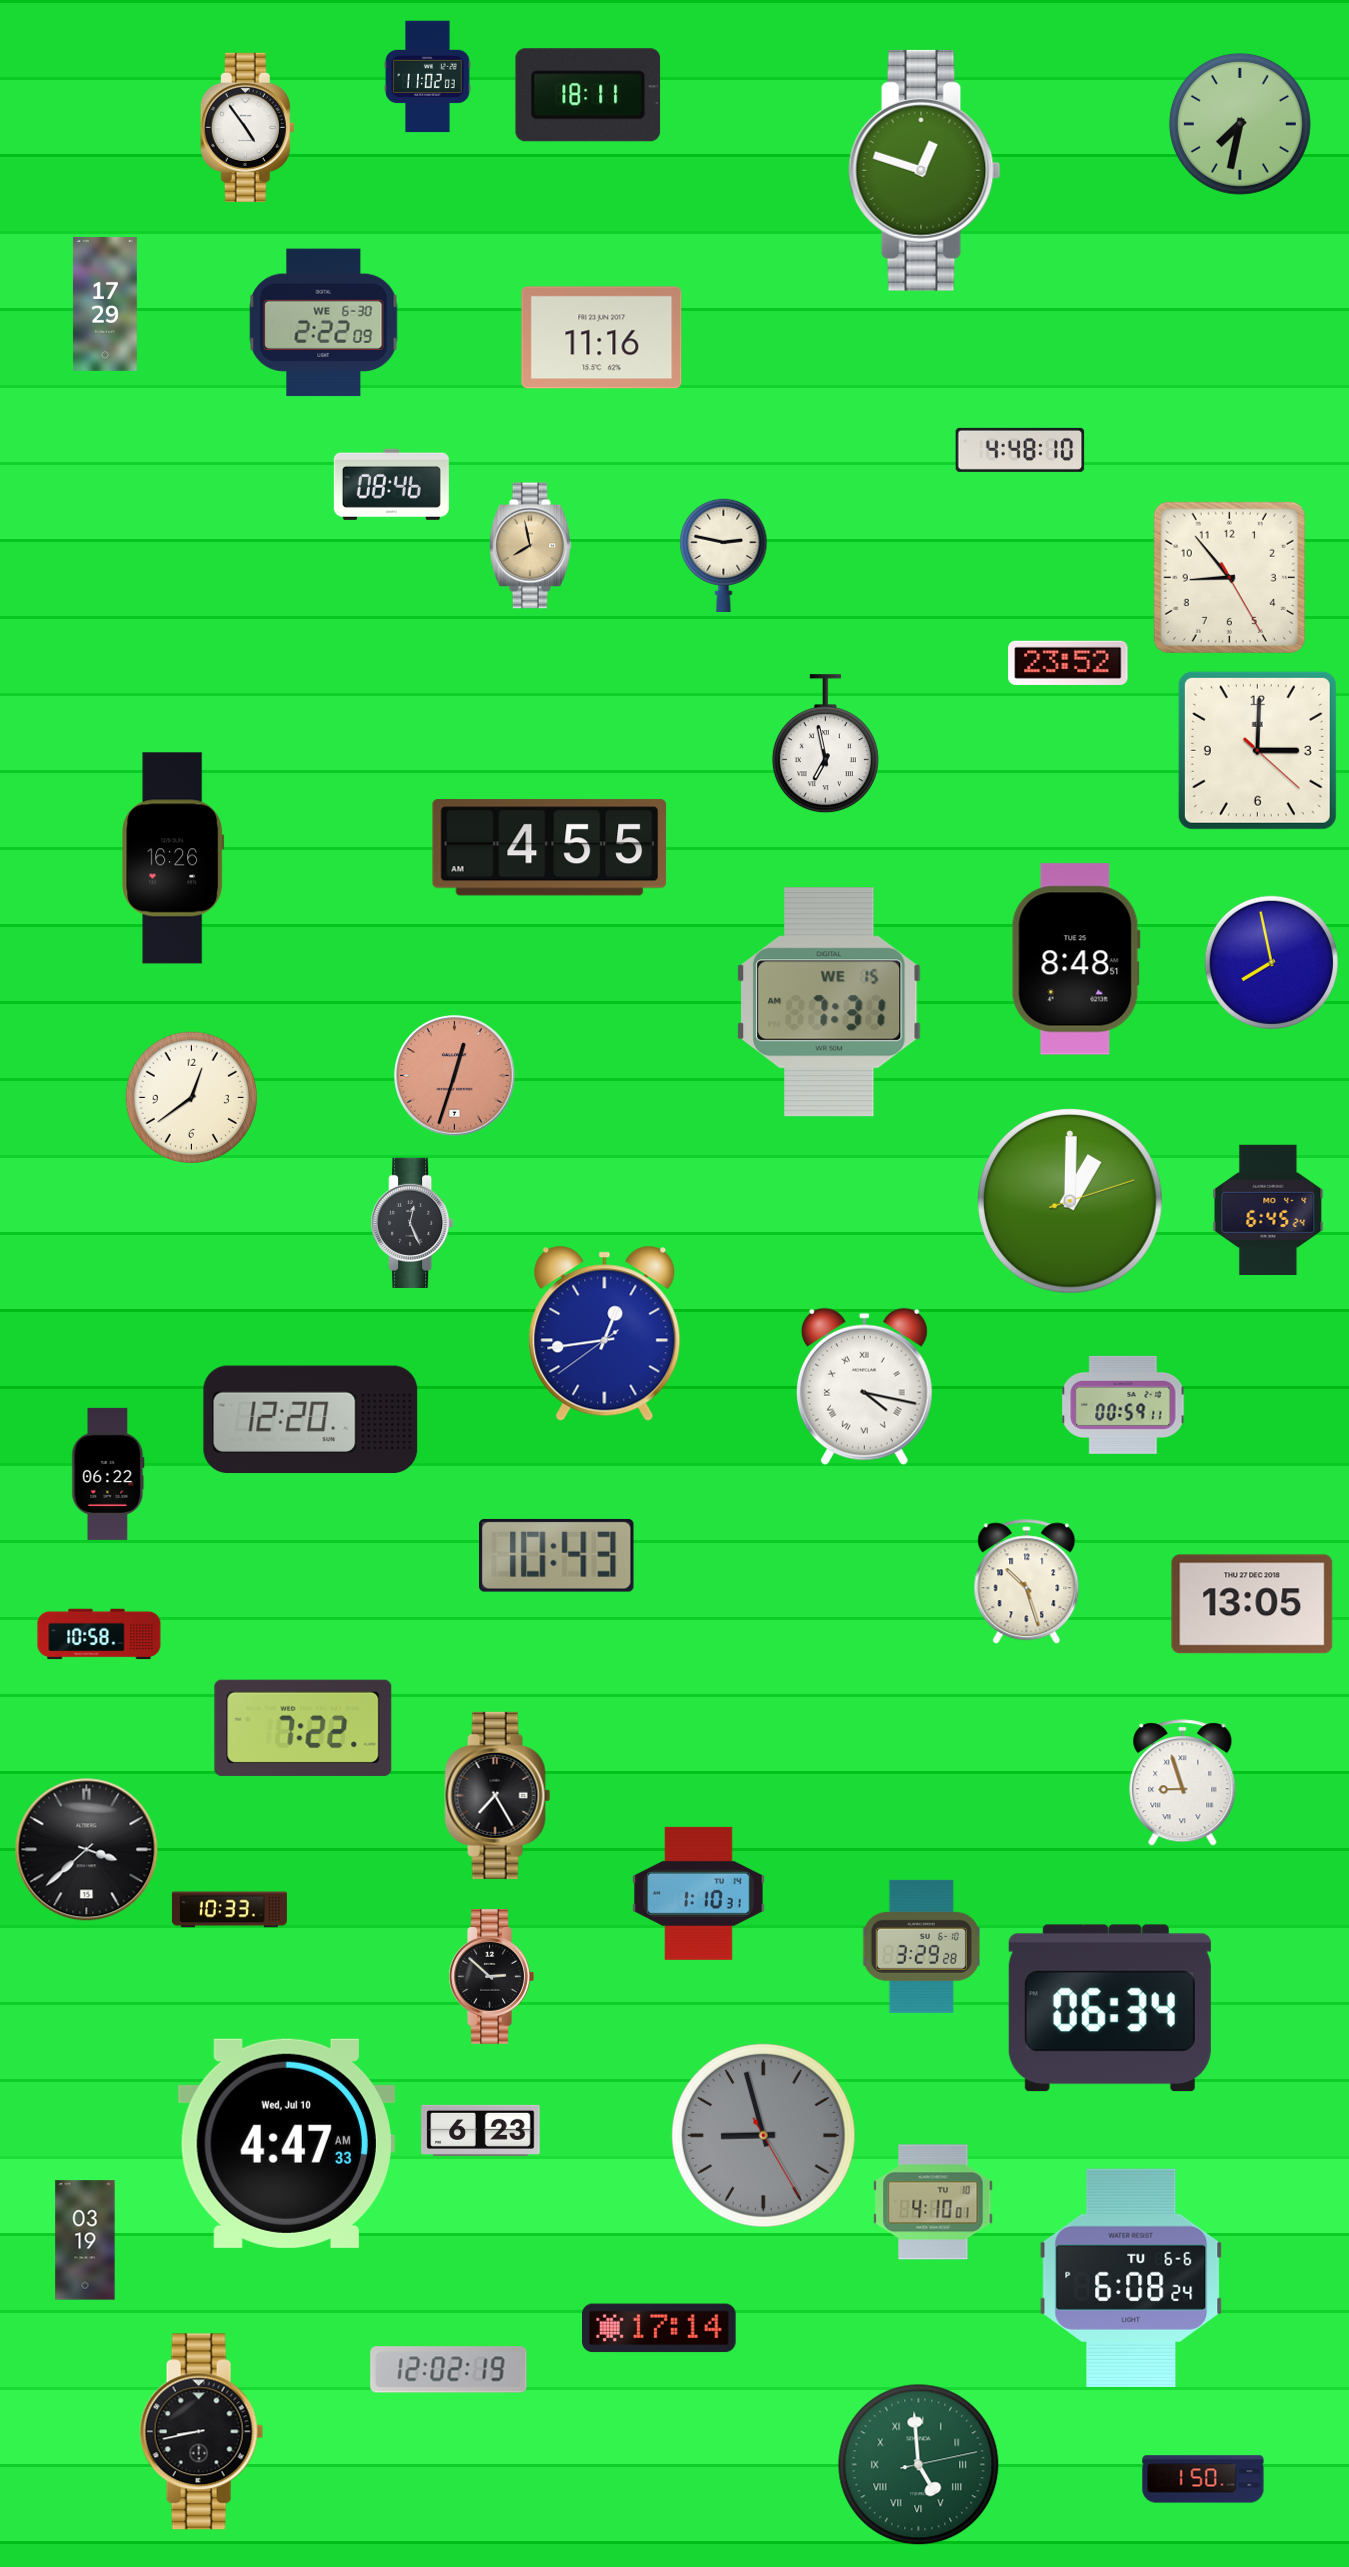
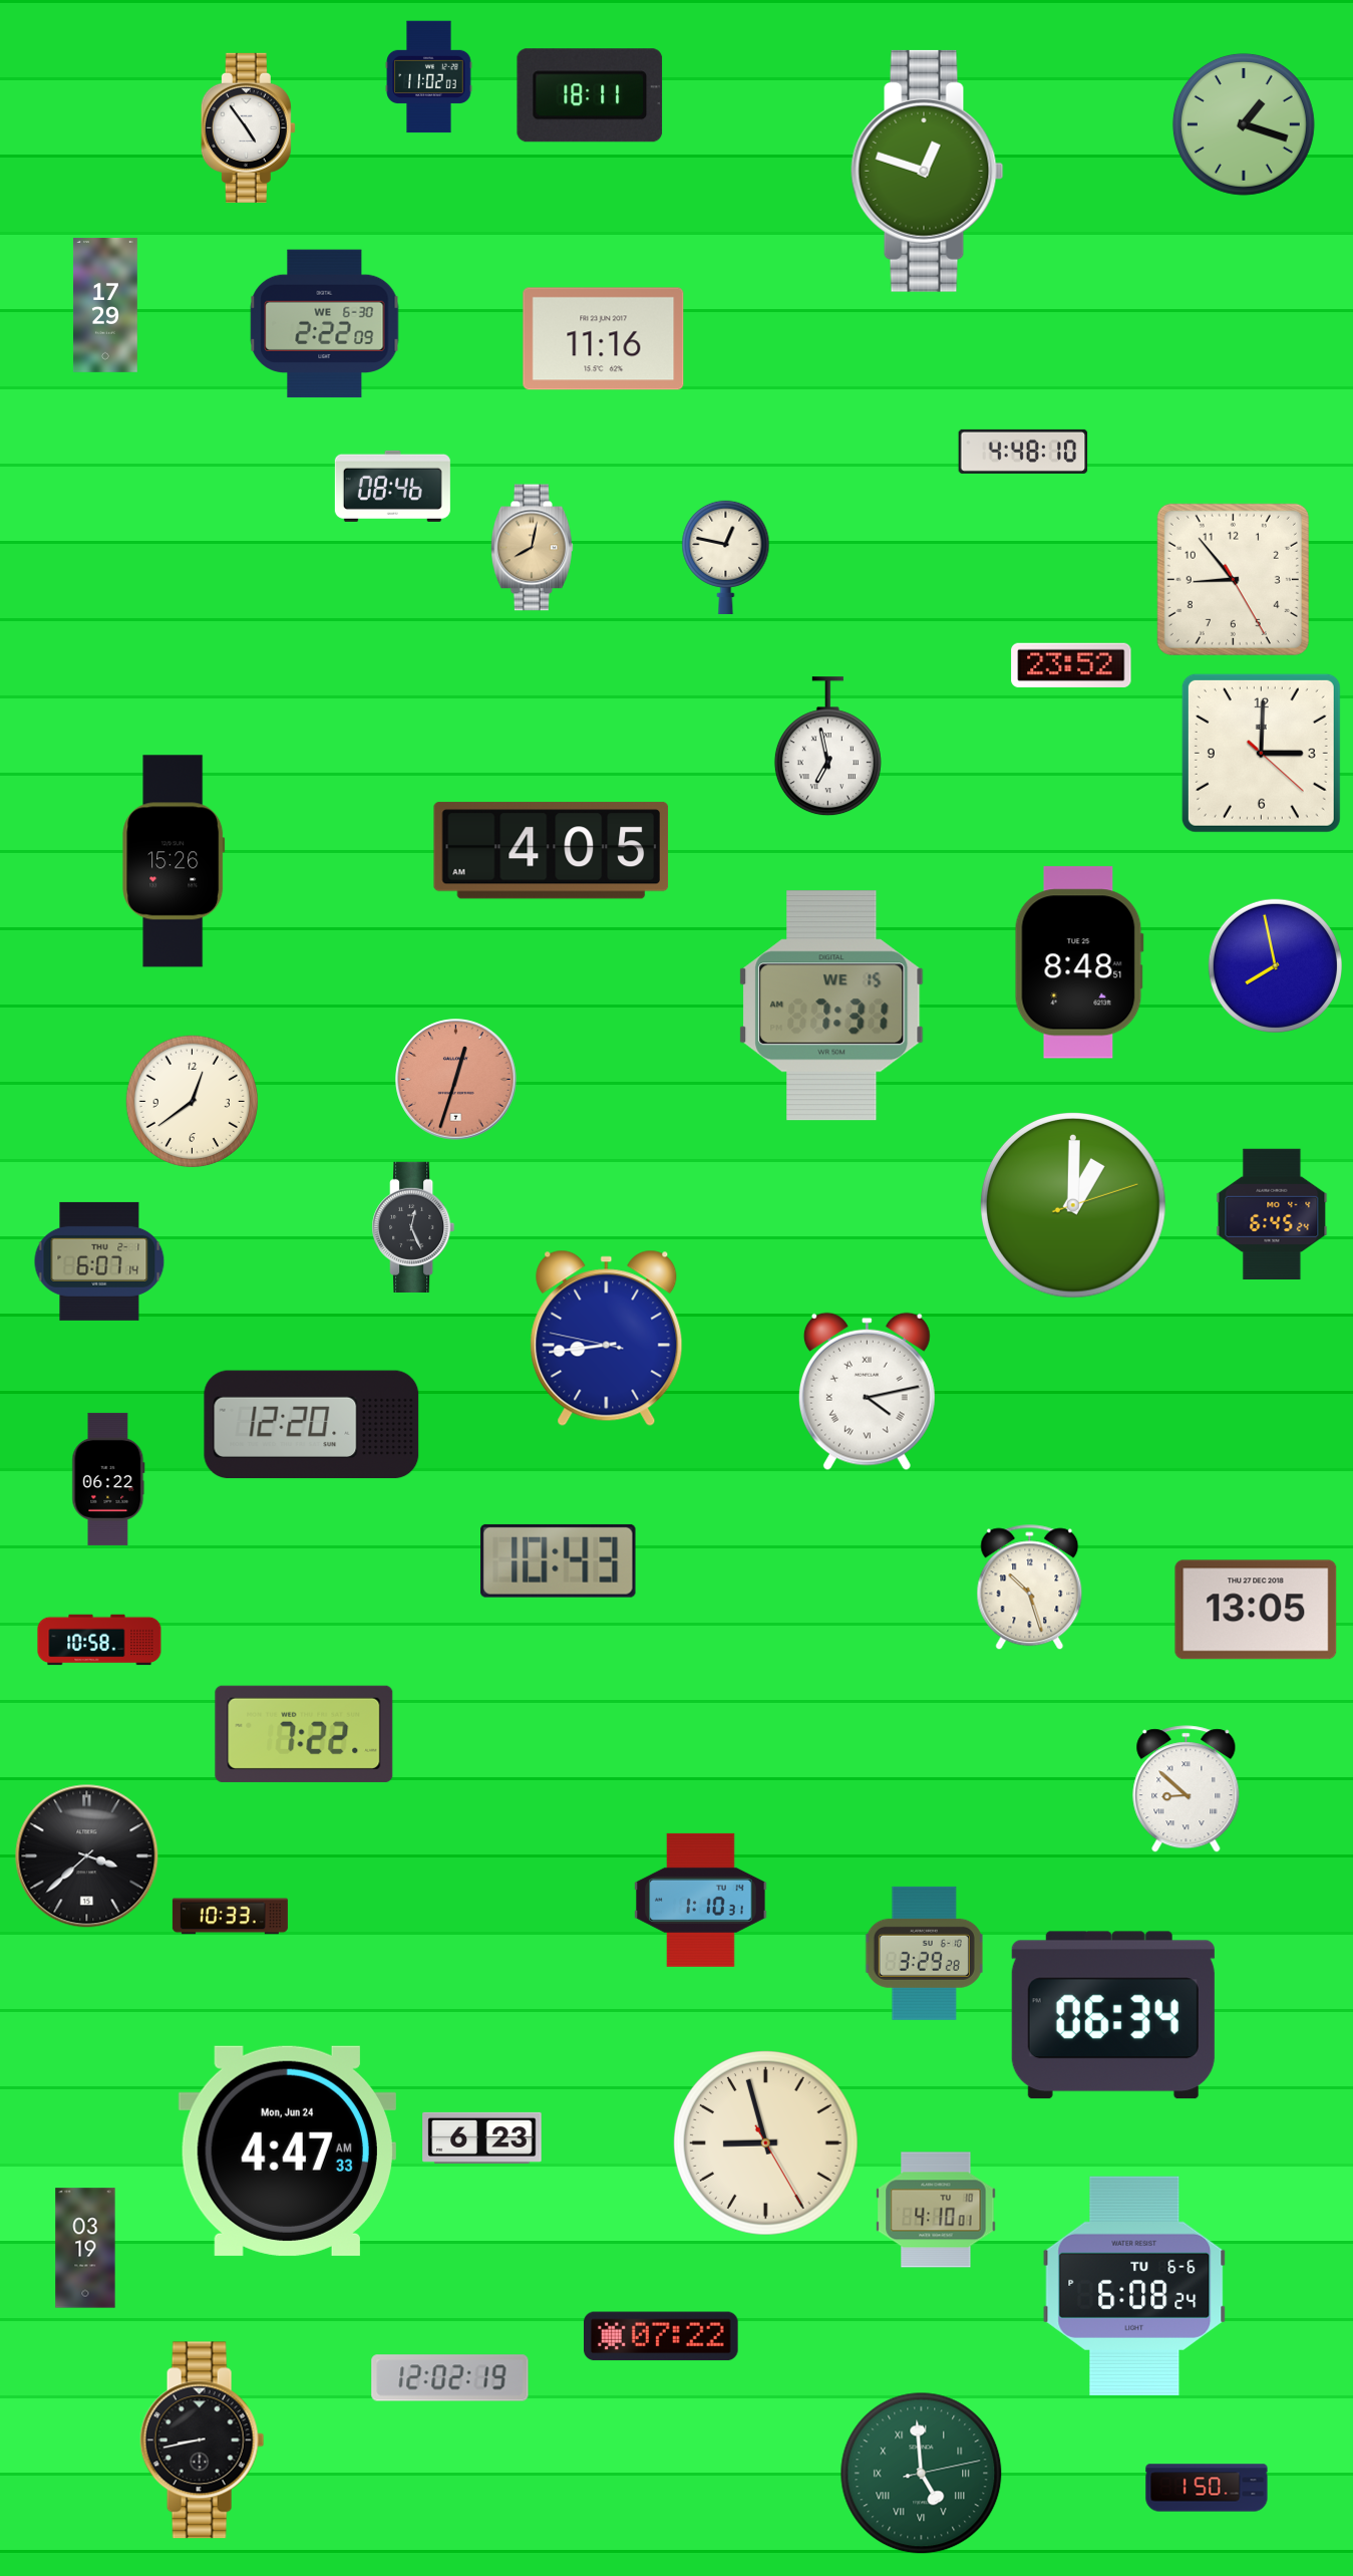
clock at (1240, 124): 7:32 -> 1:18
clock at (530, 546): 7:58 -> 8:02
clock at (724, 555): 2:47 -> 12:47
clock at (549, 848): 4:55 -> 4:05
clock at (173, 858): 16:26 -> 15:26
clock at (99, 1261): none -> 6:07
clock at (605, 1333): 12:43 -> 8:43
clock at (864, 1386): 4:17 -> 4:13
clock at (1123, 1405): 00:59 -> none
clock at (1183, 1783): 8:57 -> 8:52
clock at (498, 1795): 7:25 -> none
clock at (491, 1977): 2:52 -> none
clock at (763, 2135) dial: grey -> cream
clock at (286, 2143) date: Wed, Jul 10 -> Mon, Jun 24
clock at (659, 2328): 17:14 -> 07:22
